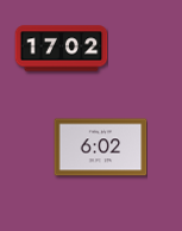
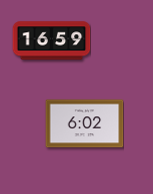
clock at (61, 49): 17:02 -> 16:59
